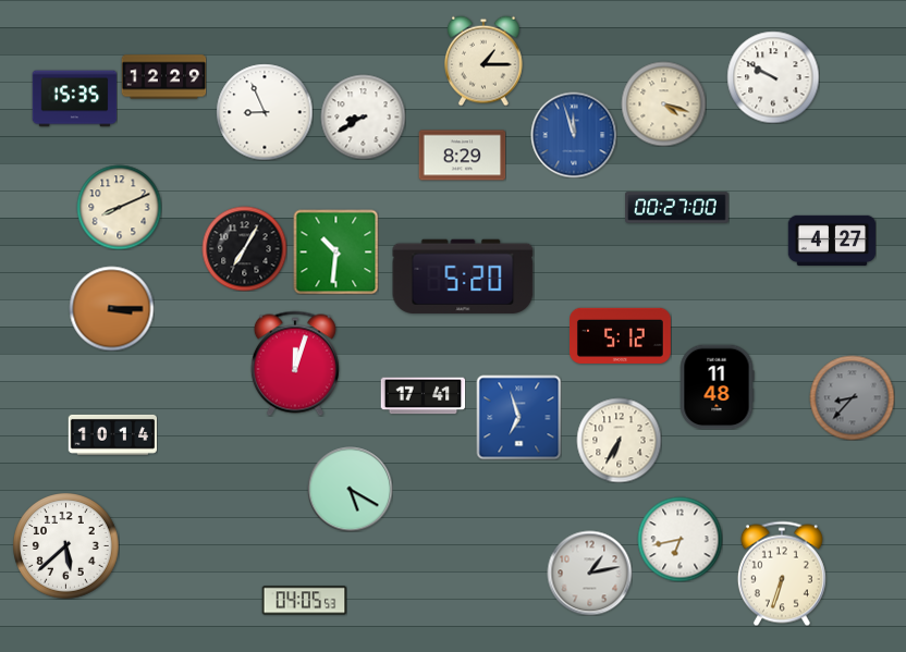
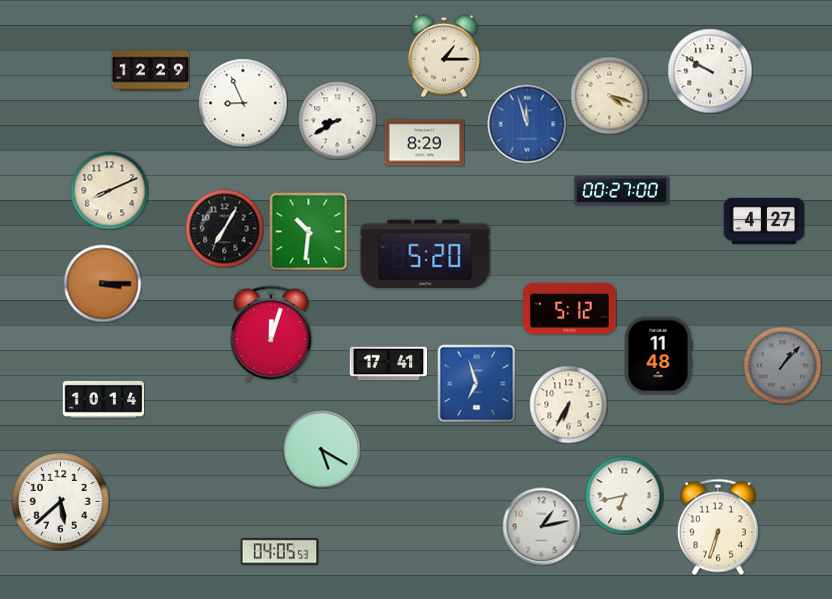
clock at (74, 99): 15:35 -> none
clock at (363, 116) position: (363, 116) -> (337, 120)
clock at (852, 397): 8:37 -> 1:07
